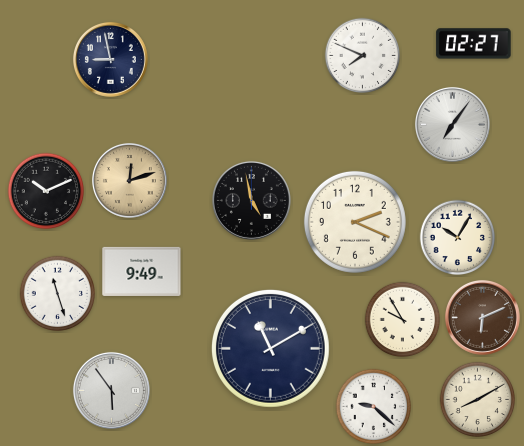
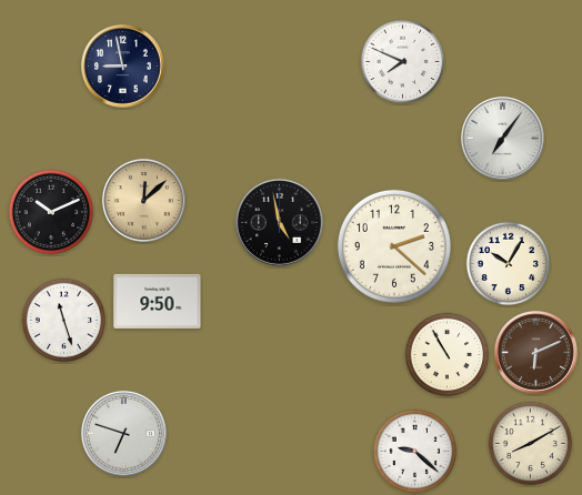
clock at (474, 44): 02:27 -> none
clock at (129, 180): 12:12 -> 12:08
clock at (355, 222): 2:19 -> 2:22
clock at (142, 271): 9:49 -> 9:50
clock at (58, 294) position: (58, 294) -> (64, 321)
clock at (403, 320): 9:55 -> 10:55
clock at (270, 348): 11:10 -> none
clock at (111, 390): 5:54 -> 6:48
